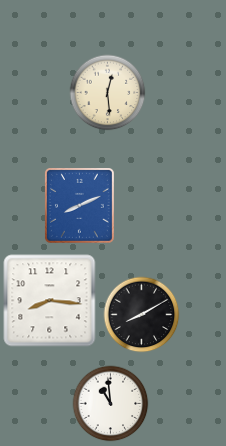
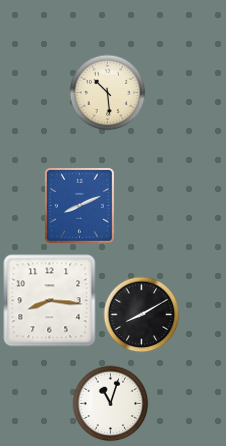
clock at (108, 93): 12:29 -> 10:29
clock at (111, 404): 10:59 -> 11:03
